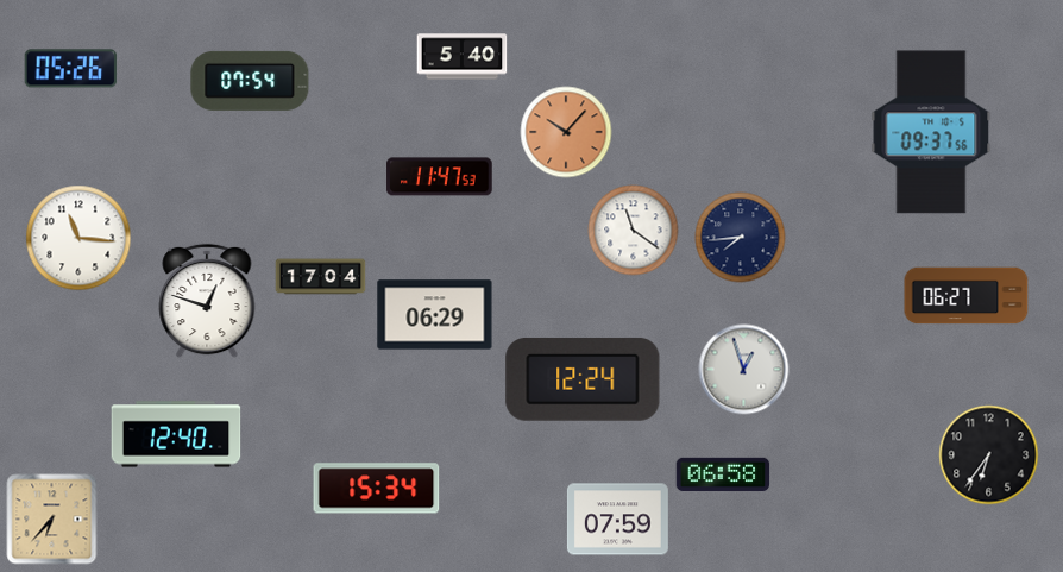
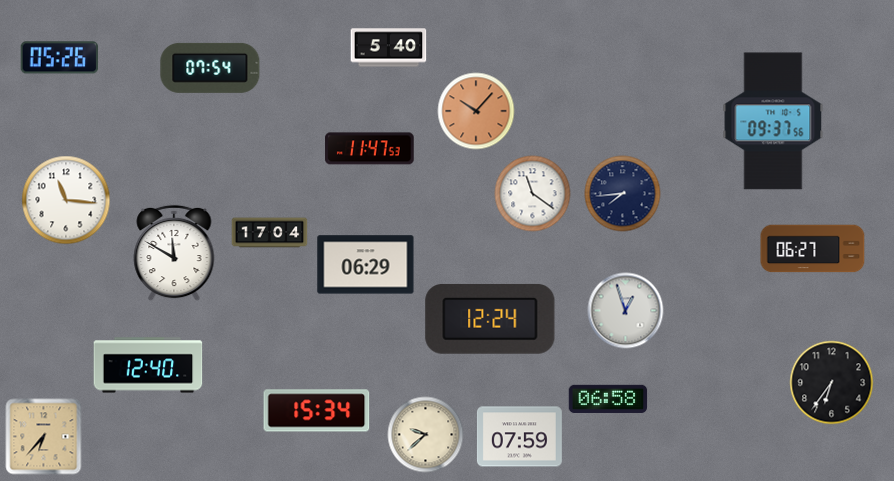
clock at (931, 132) position: (931, 132) -> (773, 121)
clock at (741, 238) position: (741, 238) -> (623, 194)
clock at (207, 301): 12:48 -> 11:50
clock at (426, 435): none -> 9:38
